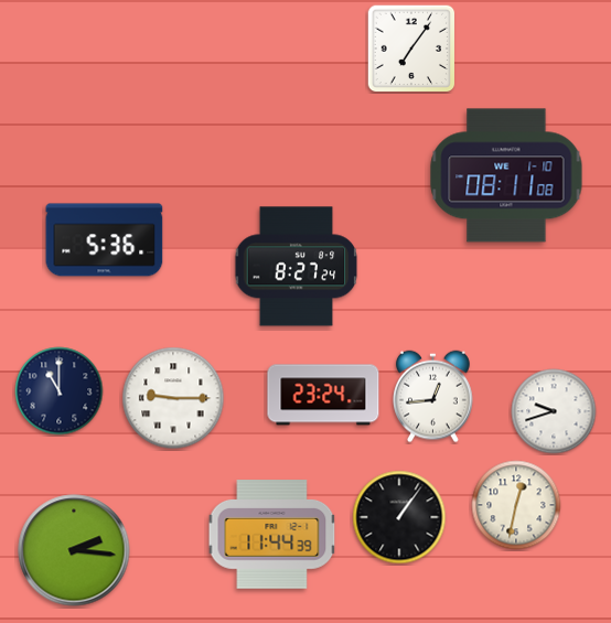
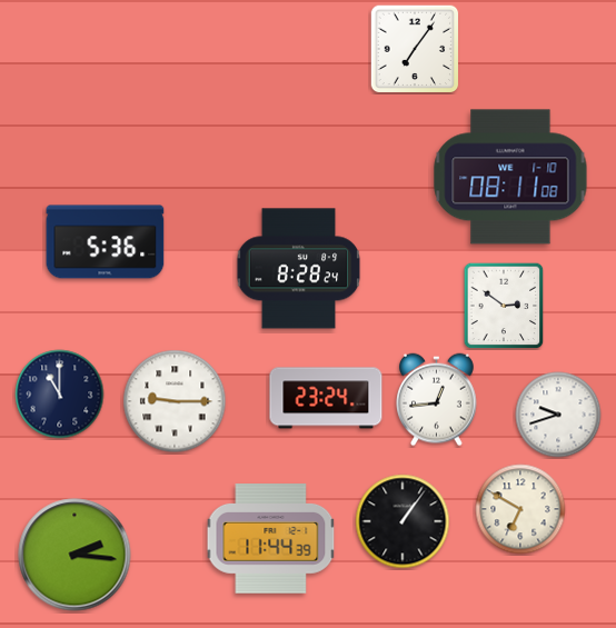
clock at (297, 267): 8:27 -> 8:28
clock at (504, 306): none -> 2:51
clock at (516, 505): 12:32 -> 6:50
clock at (272, 535) position: (272, 535) -> (271, 539)
